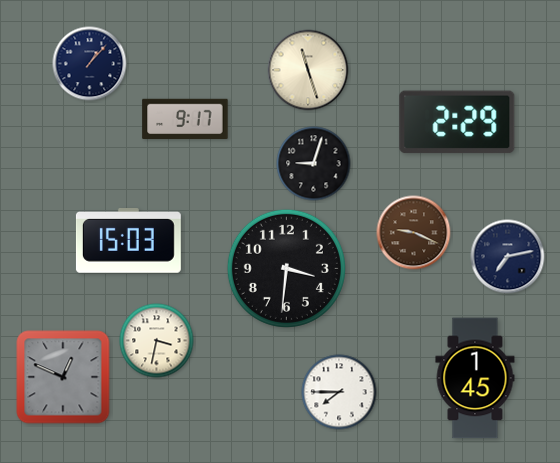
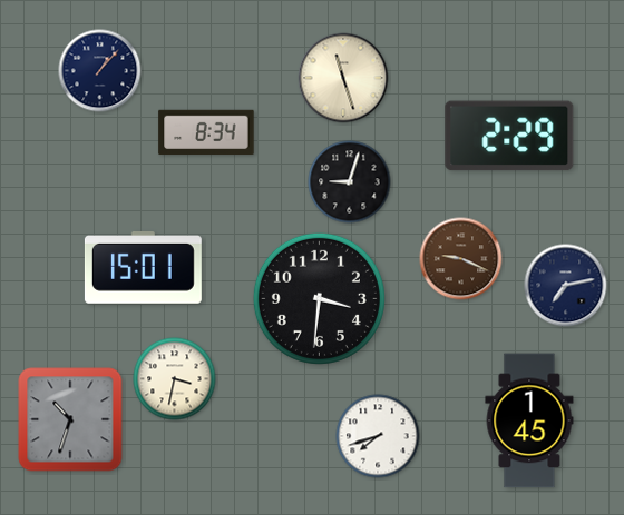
clock at (185, 119): 9:17 -> 8:34
clock at (128, 241): 15:03 -> 15:01
clock at (63, 377): 12:49 -> 10:33
clock at (339, 392): 7:45 -> 7:42
